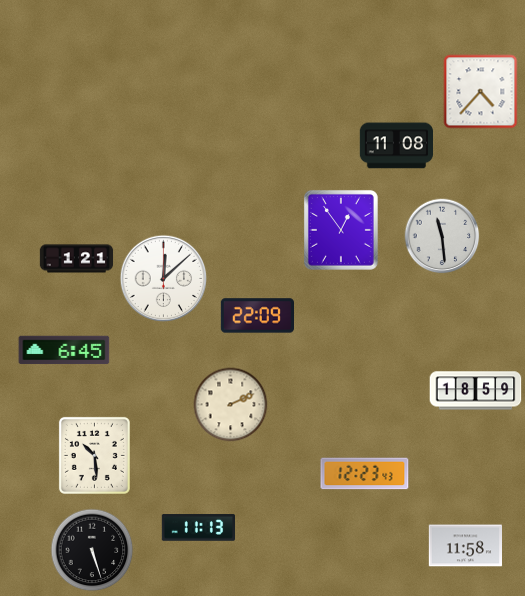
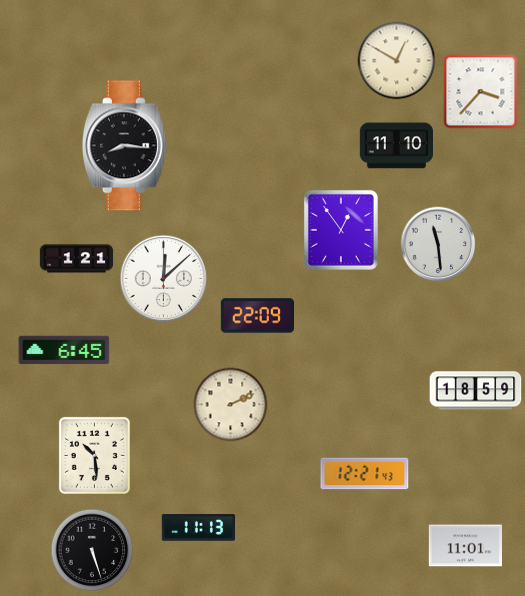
clock at (397, 61): none -> 12:50
clock at (481, 92): 4:37 -> 3:37
clock at (124, 146): none -> 8:16
clock at (396, 146): 11:08 -> 11:10
clock at (442, 236) position: (442, 236) -> (438, 244)
clock at (365, 474): 12:23 -> 12:21
clock at (465, 546): 11:58 -> 11:01
